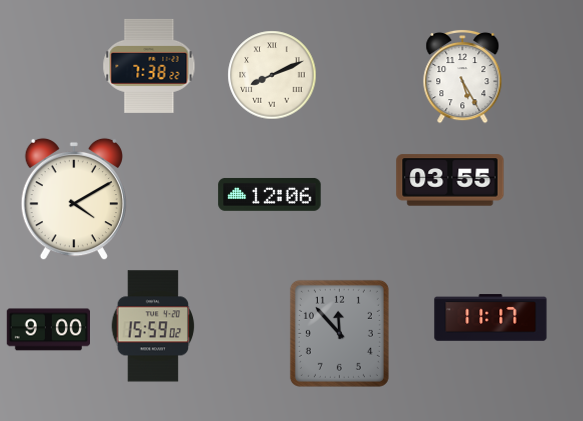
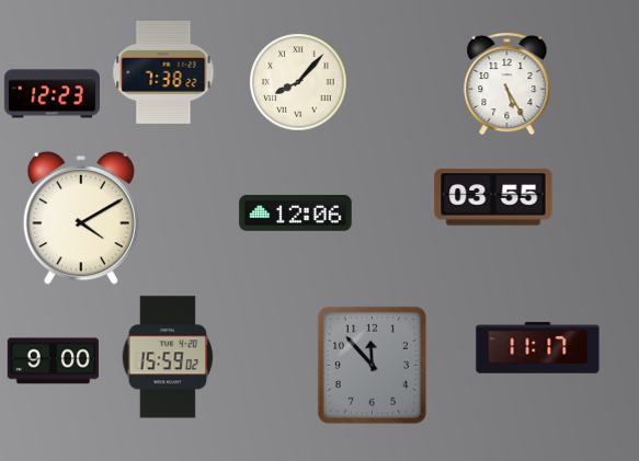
clock at (272, 75): 8:11 -> 8:07
clock at (52, 94): none -> 12:23
